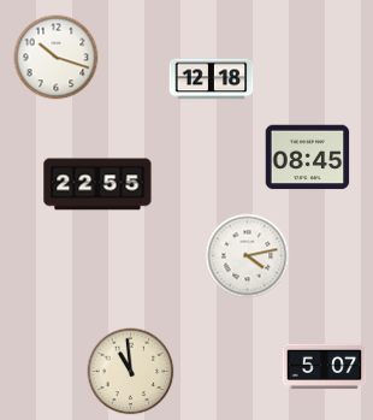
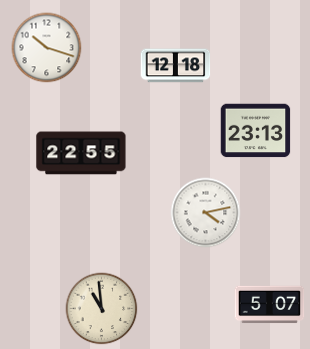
clock at (308, 158): 08:45 -> 23:13
clock at (131, 372) position: (131, 372) -> (102, 309)
